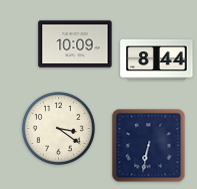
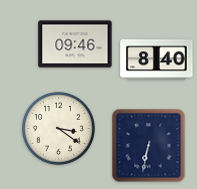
clock at (75, 44): 10:09 -> 09:46
clock at (157, 60): 8:44 -> 8:40
